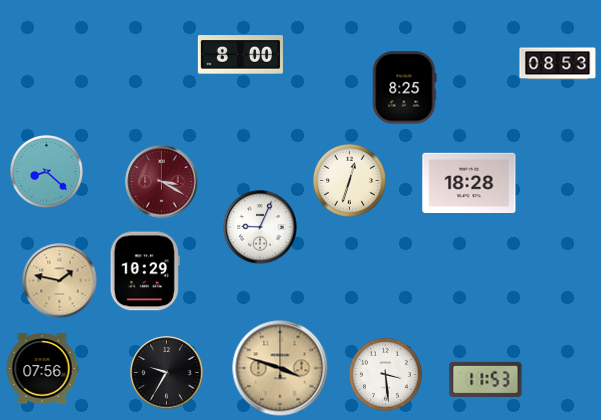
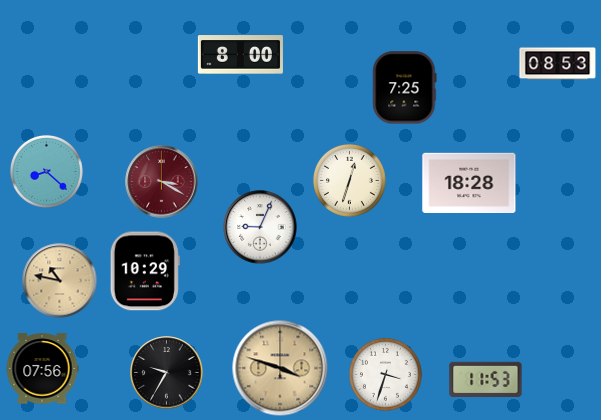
clock at (405, 88): 8:25 -> 7:25
clock at (60, 281): 1:47 -> 10:47
clock at (385, 374): 3:29 -> 3:33
